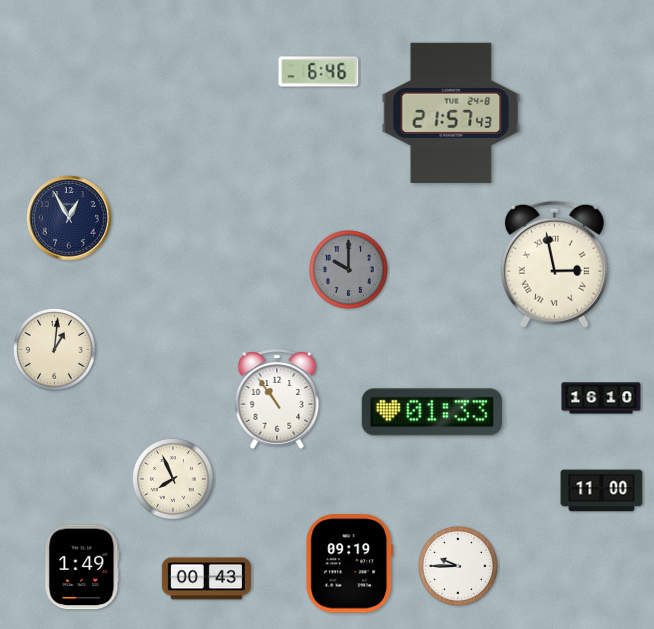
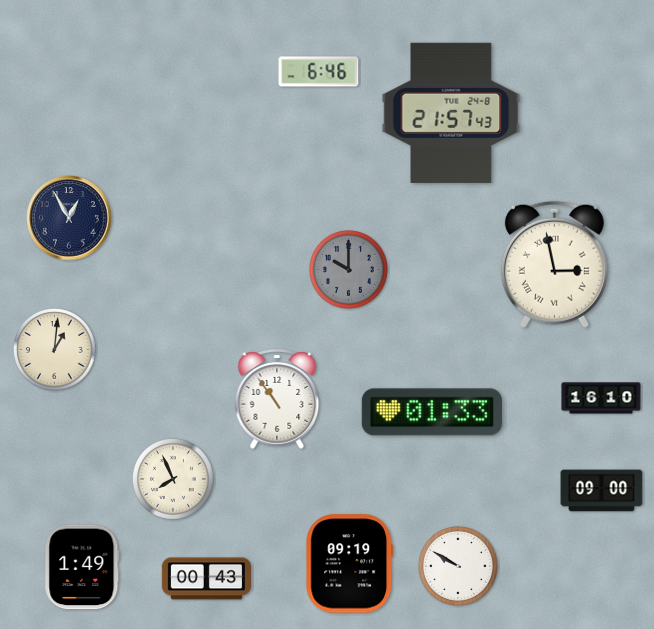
clock at (602, 491): 11:00 -> 09:00
clock at (459, 567): 9:45 -> 9:50
